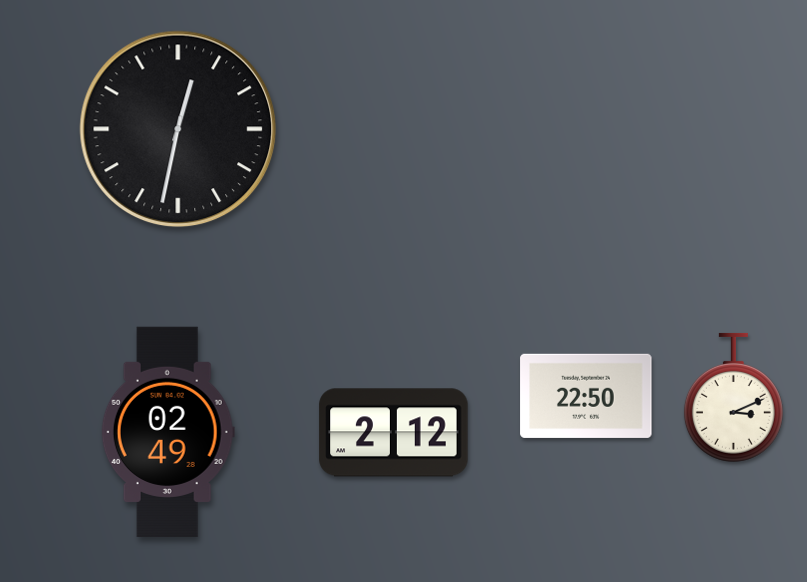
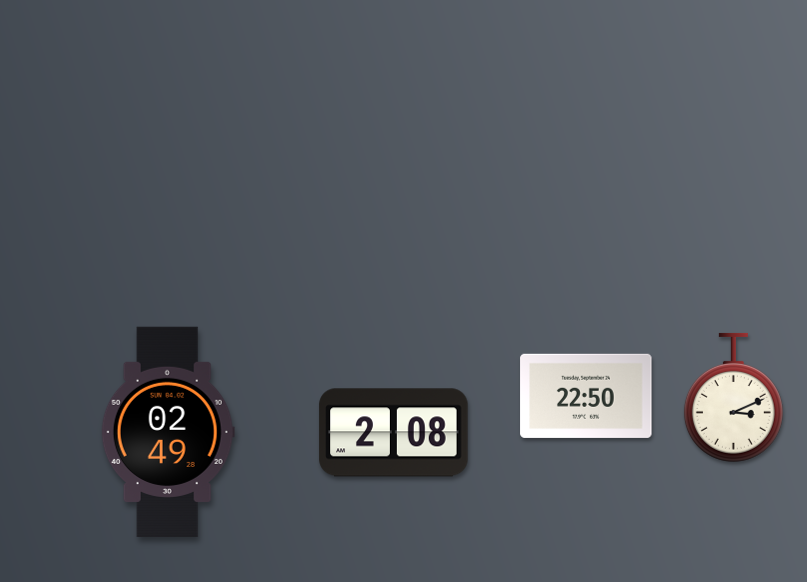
clock at (178, 129): 12:32 -> none
clock at (394, 433): 2:12 -> 2:08
